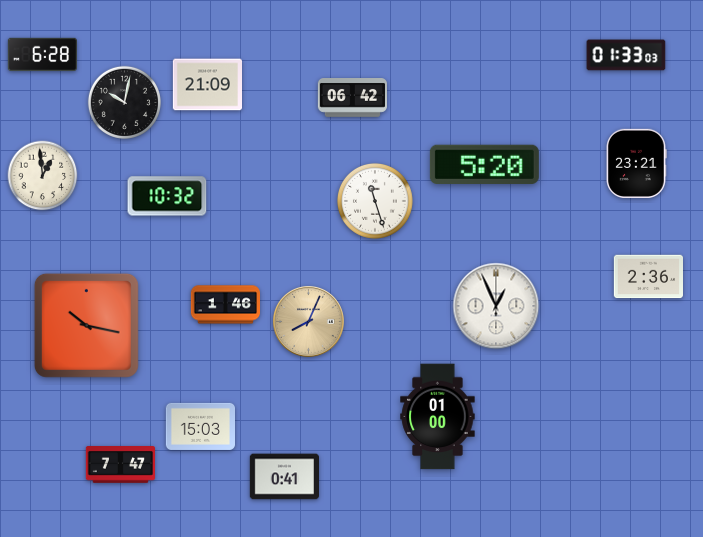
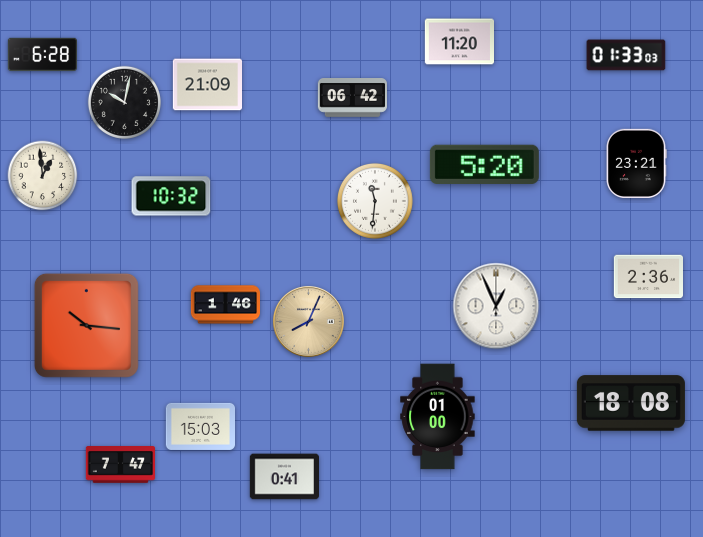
clock at (459, 42): none -> 11:20
clock at (167, 196) position: (167, 196) -> (171, 196)
clock at (375, 201): 11:27 -> 11:31
clock at (86, 325): 10:17 -> 10:16
clock at (631, 403): none -> 18:08
